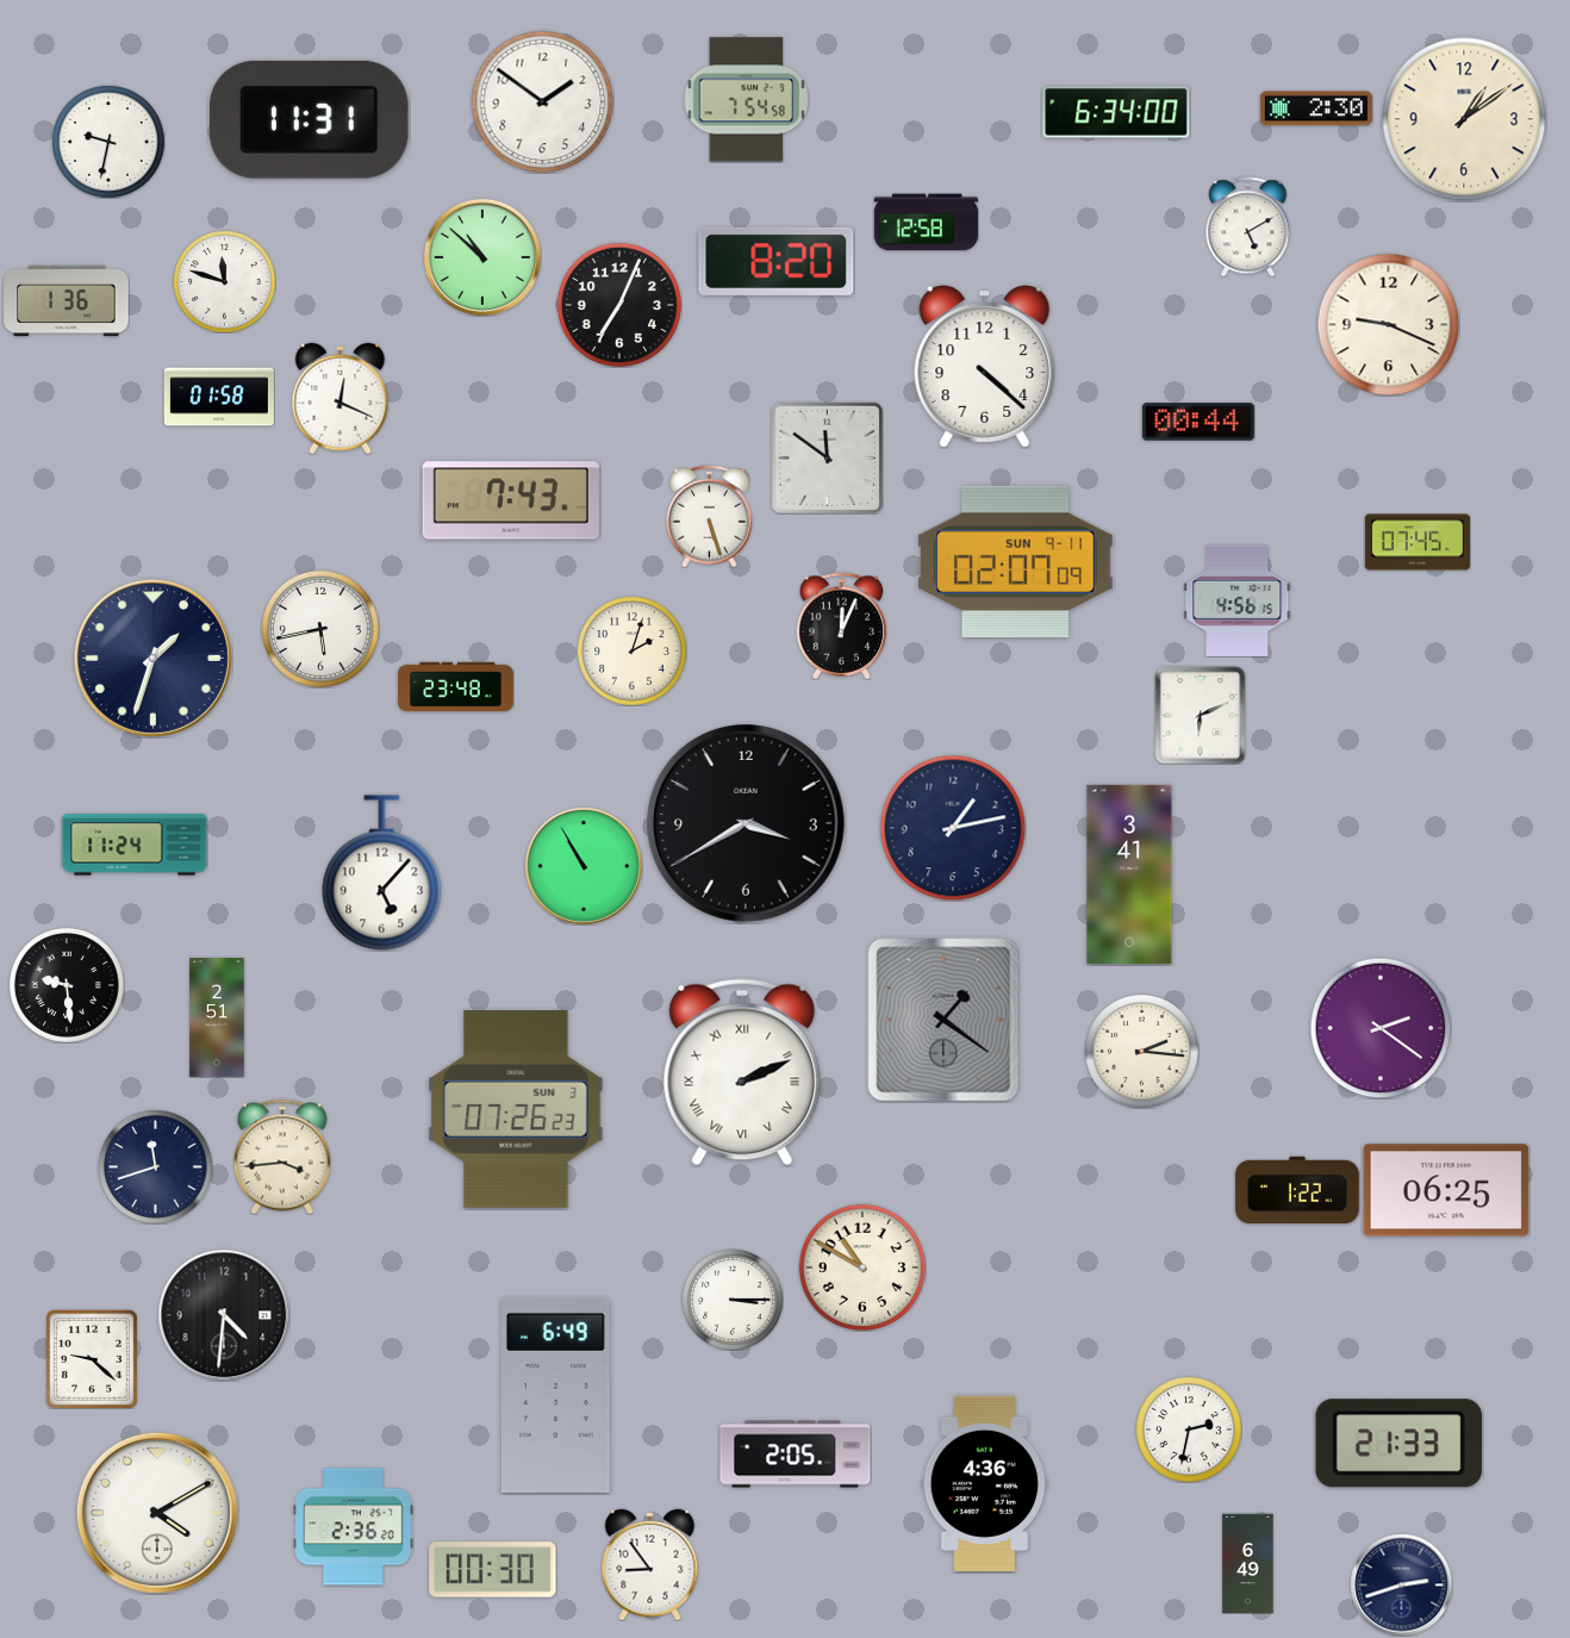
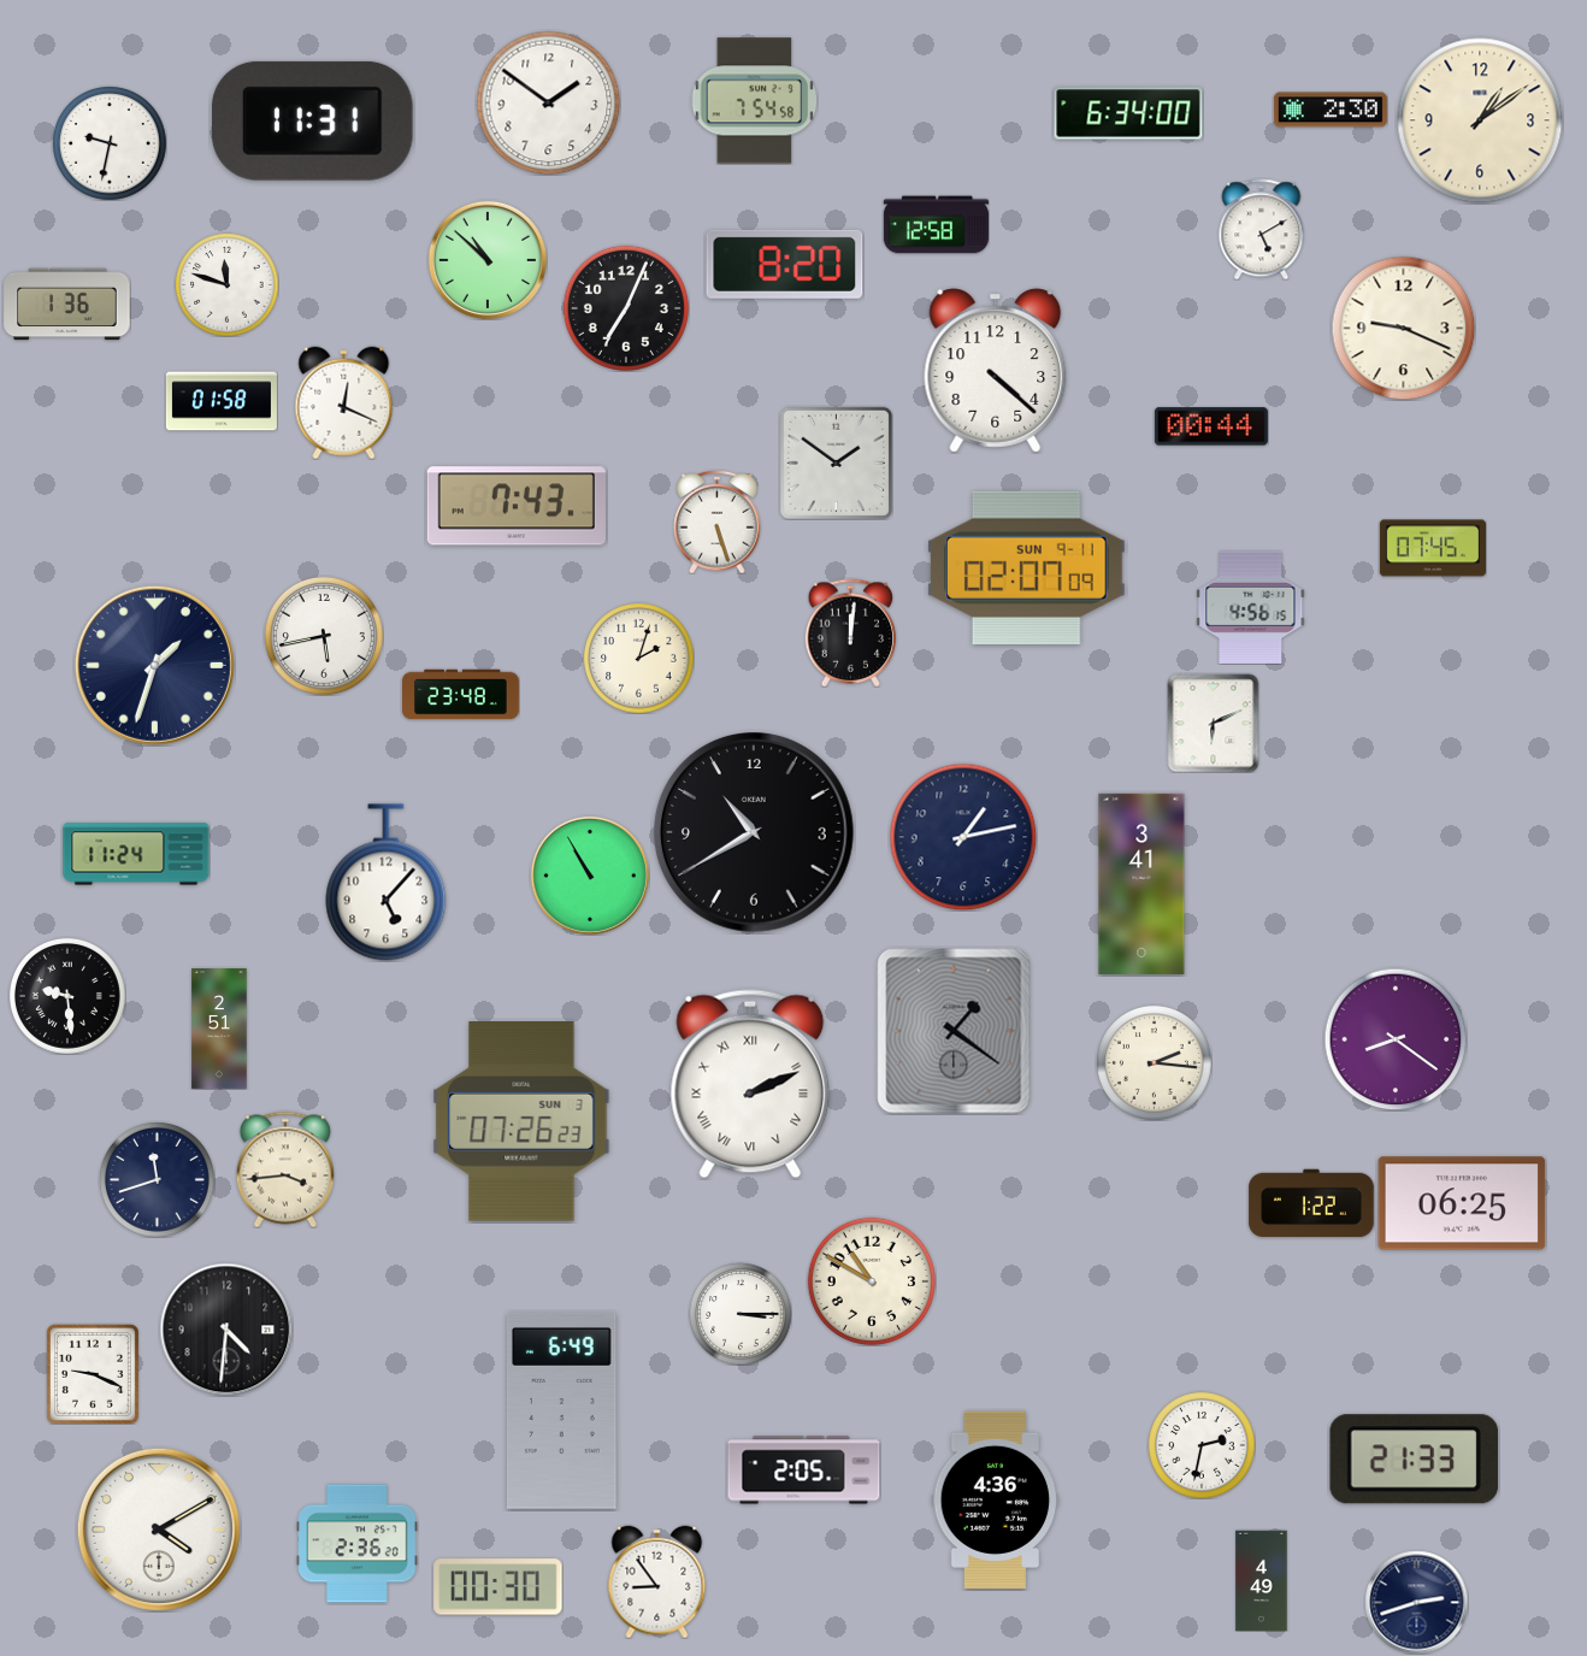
clock at (827, 457): 11:51 -> 1:51
clock at (842, 625): 12:04 -> 12:01
clock at (747, 824): 3:40 -> 10:40
clock at (1381, 1028): 2:21 -> 8:21
clock at (92, 1359): 9:22 -> 9:19
clock at (1248, 1563): 6:49 -> 4:49
